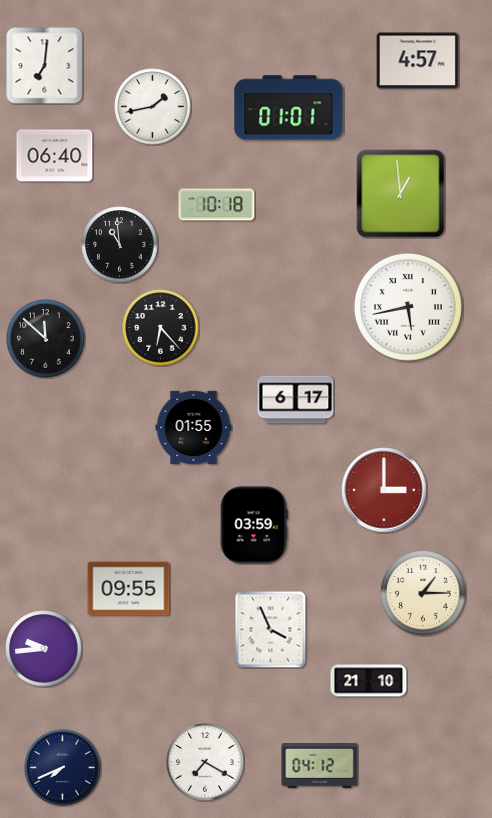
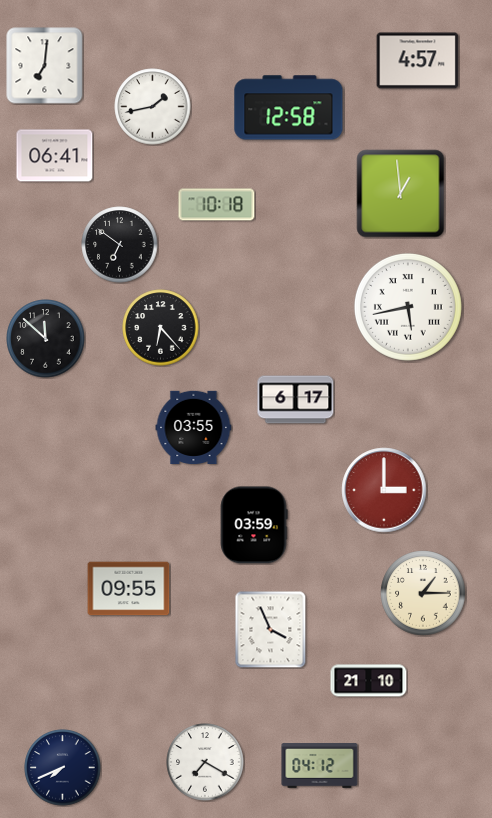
clock at (289, 108): 01:01 -> 12:58
clock at (55, 156): 06:40 -> 06:41
clock at (120, 245): 10:59 -> 6:51
clock at (194, 427): 01:55 -> 03:55
clock at (44, 649): 9:44 -> none
